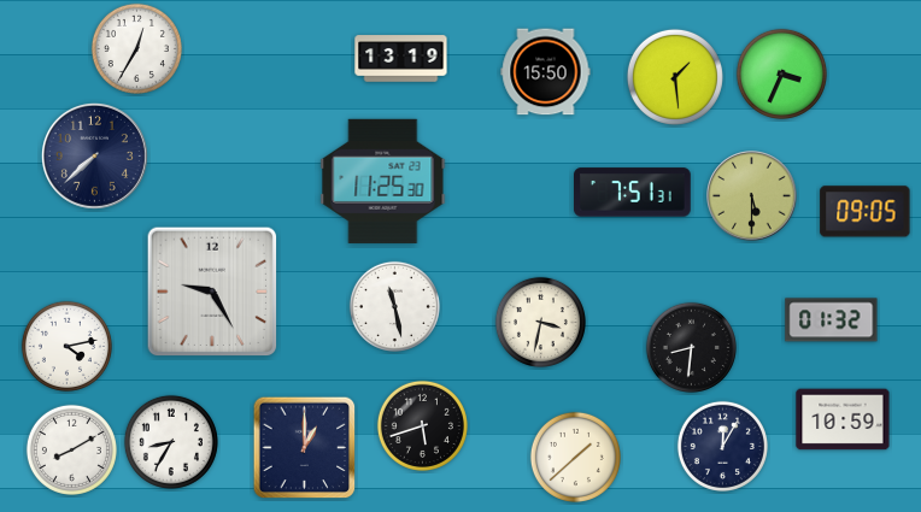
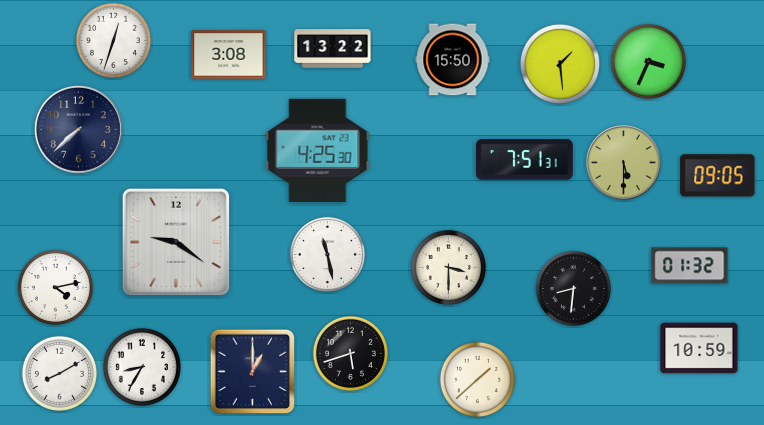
clock at (136, 48): 12:35 -> 12:33
clock at (401, 59): 13:19 -> 13:22
clock at (229, 55): none -> 3:08
clock at (383, 181): 11:25 -> 4:25
clock at (212, 292): 9:25 -> 9:21
clock at (540, 322): 3:32 -> 3:30
clock at (722, 446): 12:05 -> none
